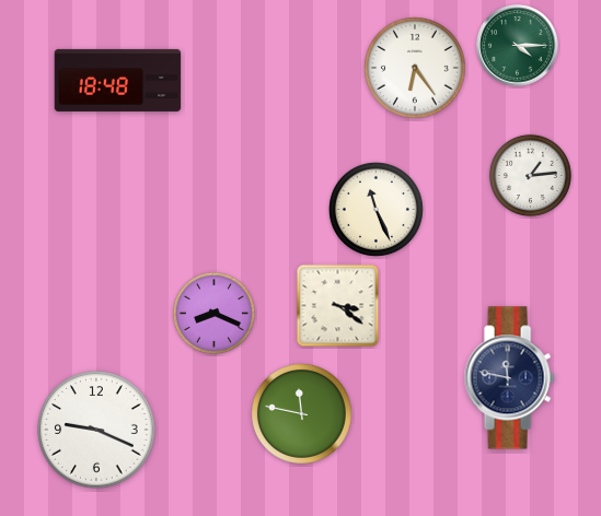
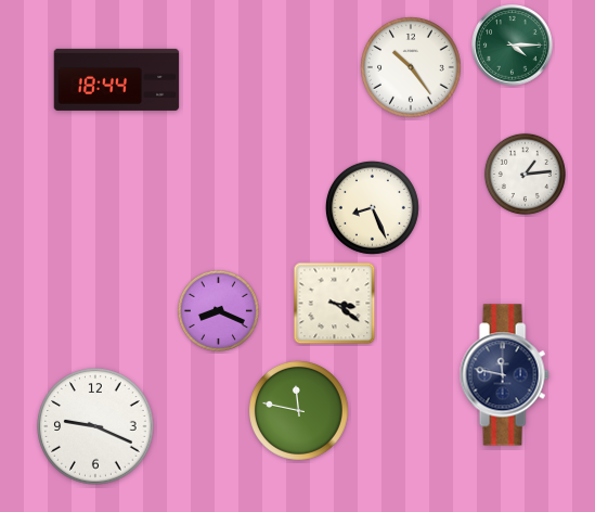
clock at (416, 69): 6:24 -> 10:24
clock at (118, 80): 18:48 -> 18:44
clock at (375, 209): 11:26 -> 8:26
clock at (213, 313) position: (213, 313) -> (218, 310)
